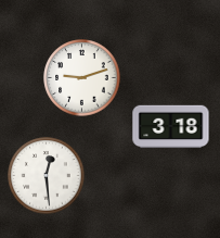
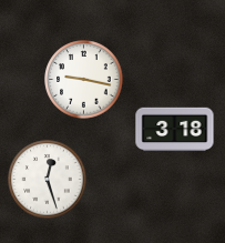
clock at (82, 78): 9:12 -> 9:17
clock at (47, 176): 12:29 -> 12:27
